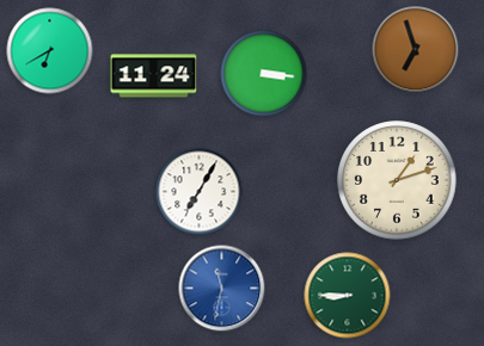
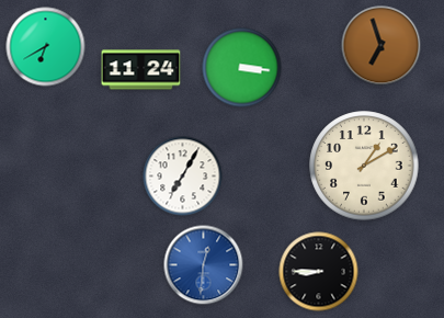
clock at (397, 180): 1:12 -> 1:10
clock at (222, 289): 11:32 -> 12:31
clock at (348, 296) dial: green -> black
